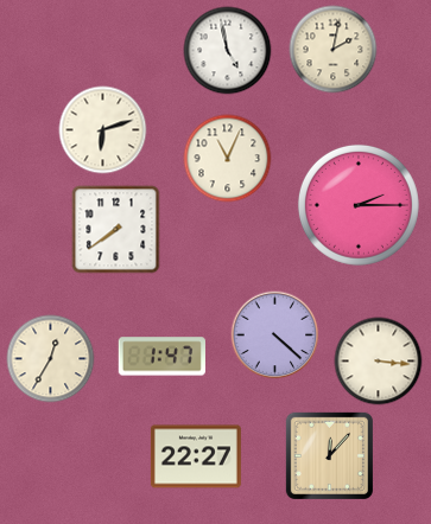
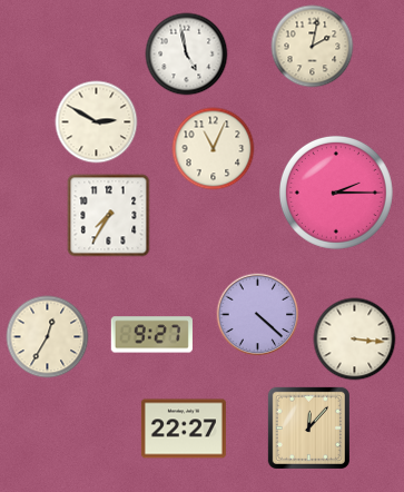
clock at (228, 51) position: (228, 51) -> (187, 55)
clock at (103, 130): 6:12 -> 2:50
clock at (116, 230): 7:39 -> 7:35
clock at (161, 357): 1:47 -> 9:27
